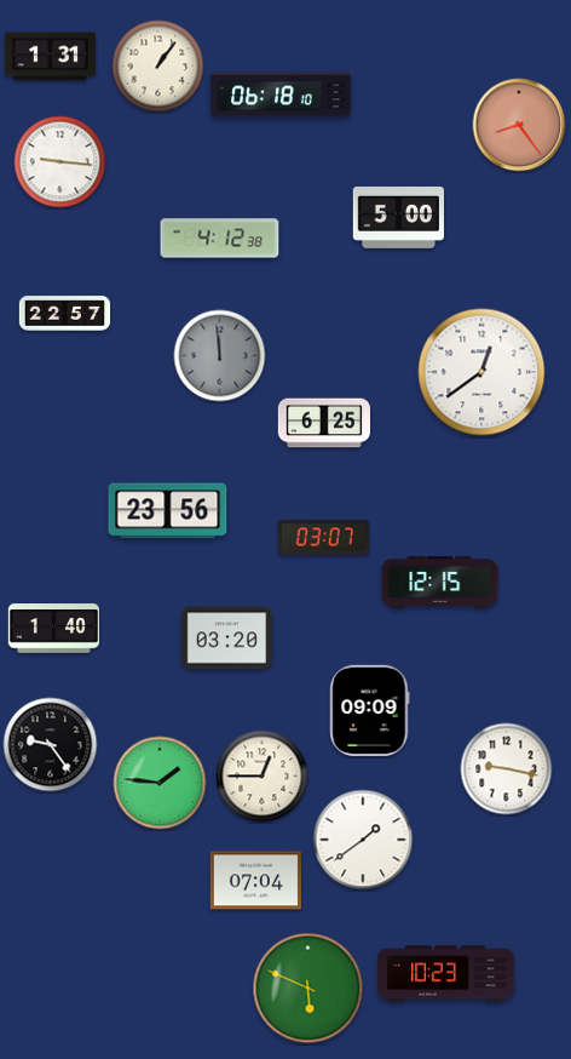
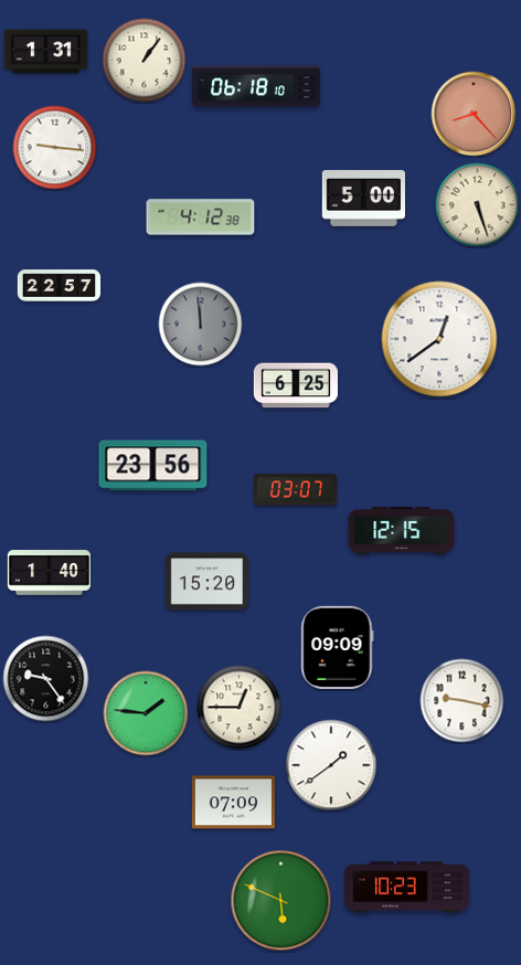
clock at (519, 125): 8:24 -> 8:23
clock at (478, 205): none -> 5:27
clock at (226, 639): 03:20 -> 15:20
clock at (255, 881): 07:04 -> 07:09
